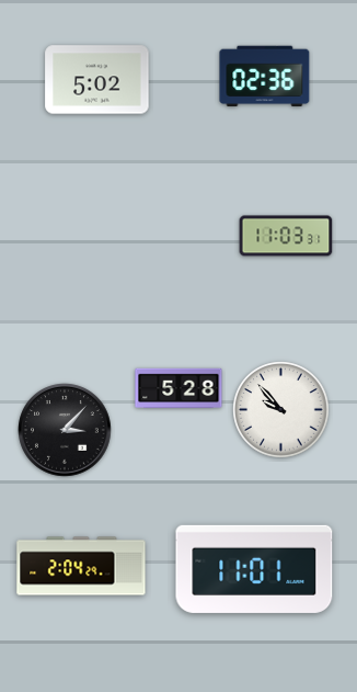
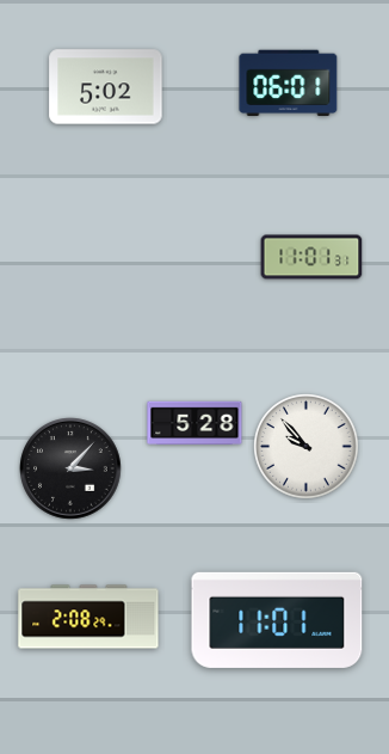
clock at (265, 77): 02:36 -> 06:01
clock at (286, 236): 11:03 -> 11:01
clock at (81, 566): 2:04 -> 2:08
